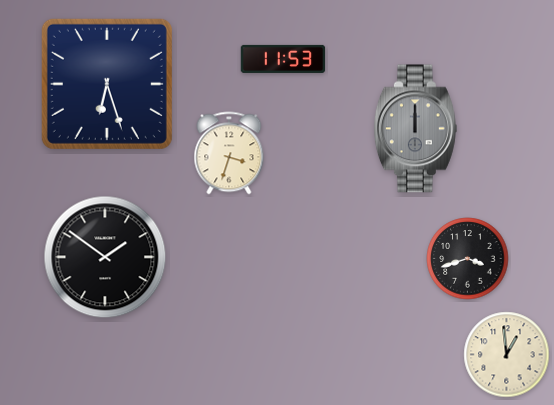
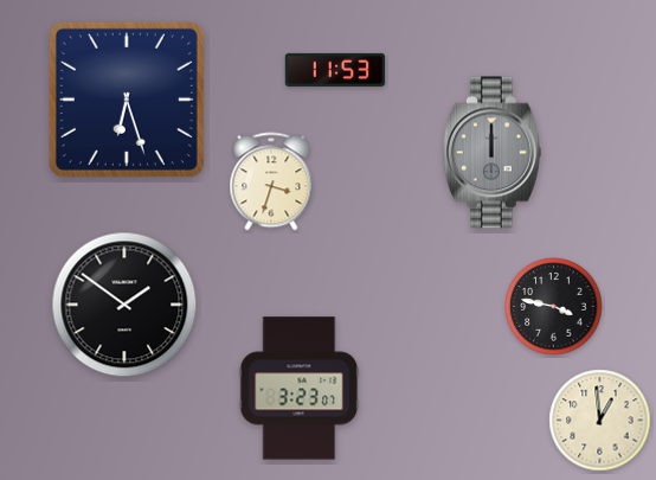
clock at (468, 259): 3:42 -> 3:47
clock at (300, 389): none -> 3:23
